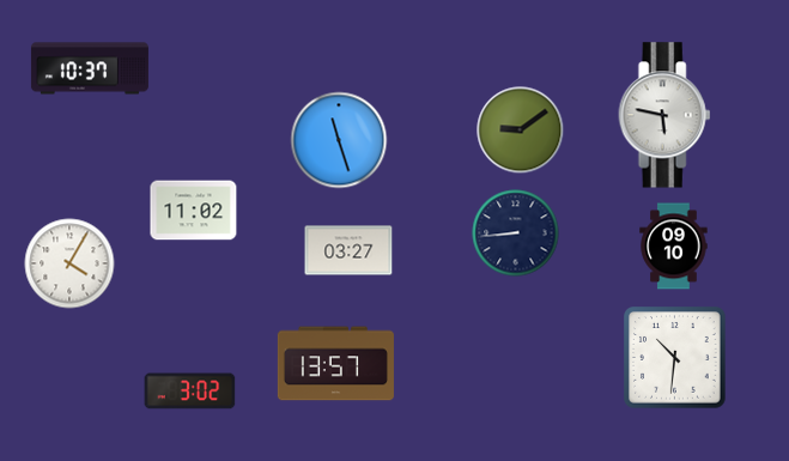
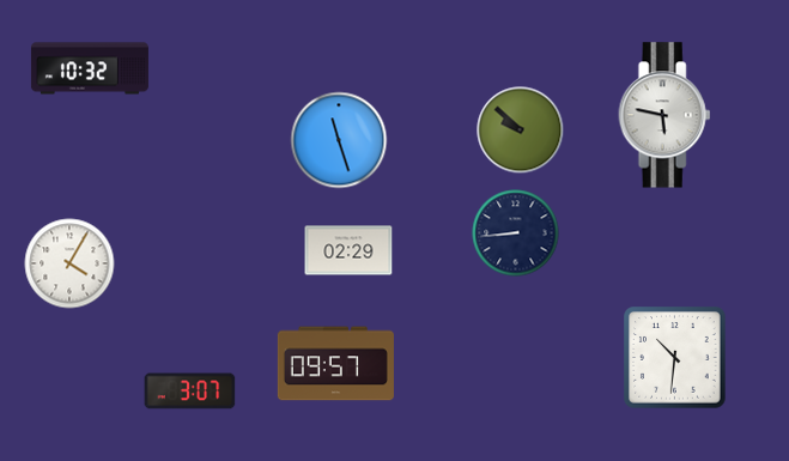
clock at (90, 68): 10:37 -> 10:32
clock at (521, 131): 9:09 -> 9:52
clock at (194, 211): 11:02 -> none
clock at (674, 247): 09:10 -> none
clock at (348, 250): 03:27 -> 02:29
clock at (335, 364): 13:57 -> 09:57
clock at (190, 392): 3:02 -> 3:07
